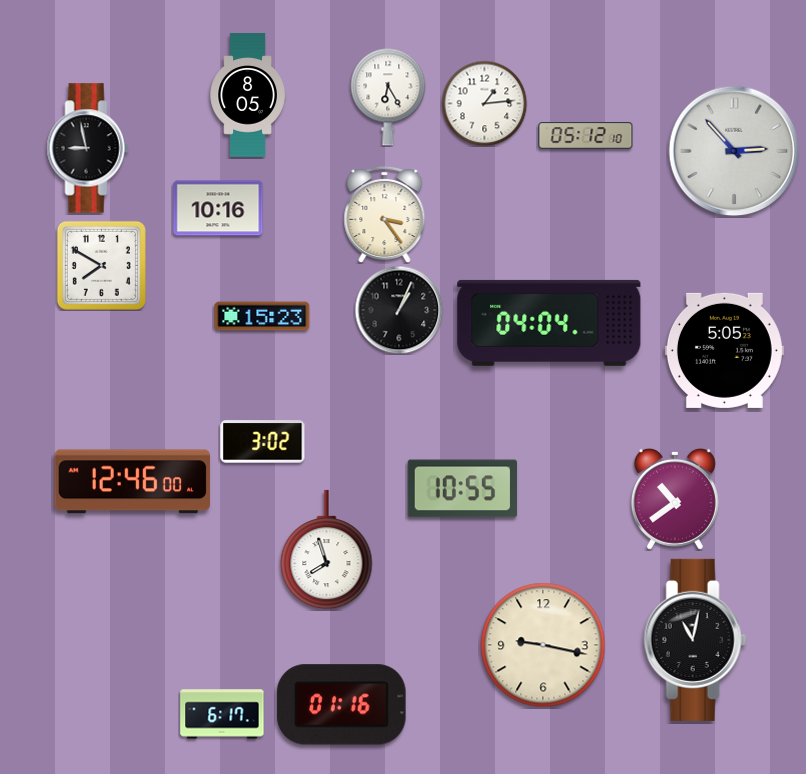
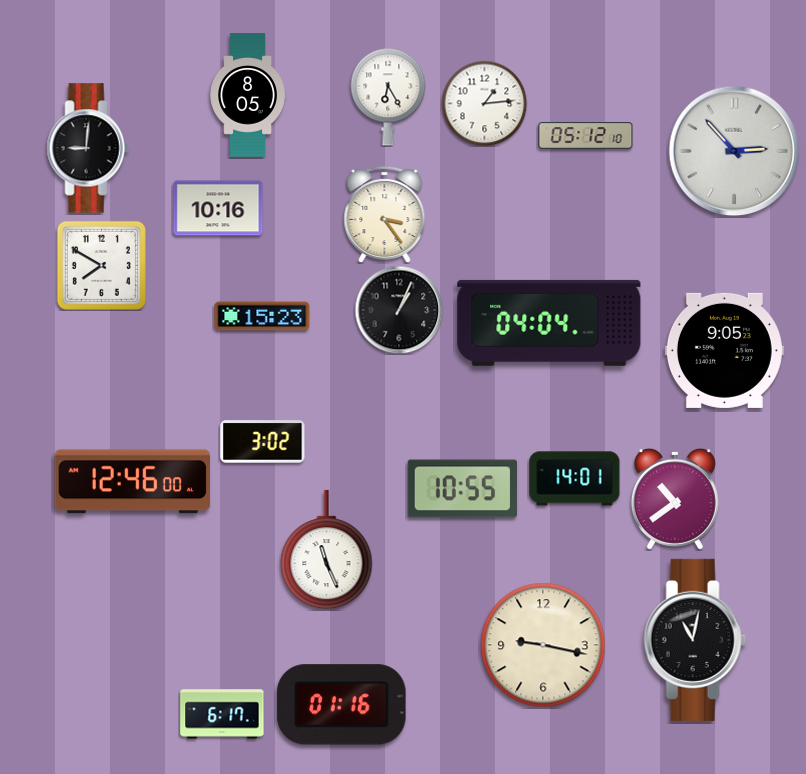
clock at (88, 148): 8:58 -> 9:01
clock at (724, 350): 5:05 -> 9:05
clock at (575, 479): none -> 14:01
clock at (327, 550): 7:57 -> 11:26
